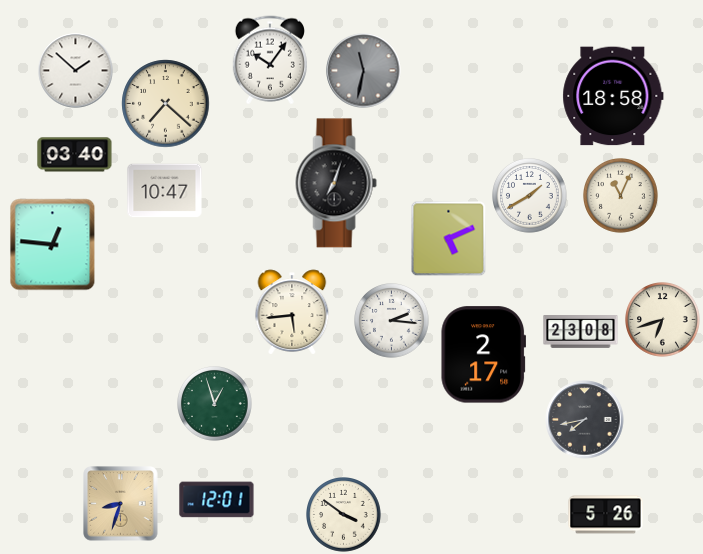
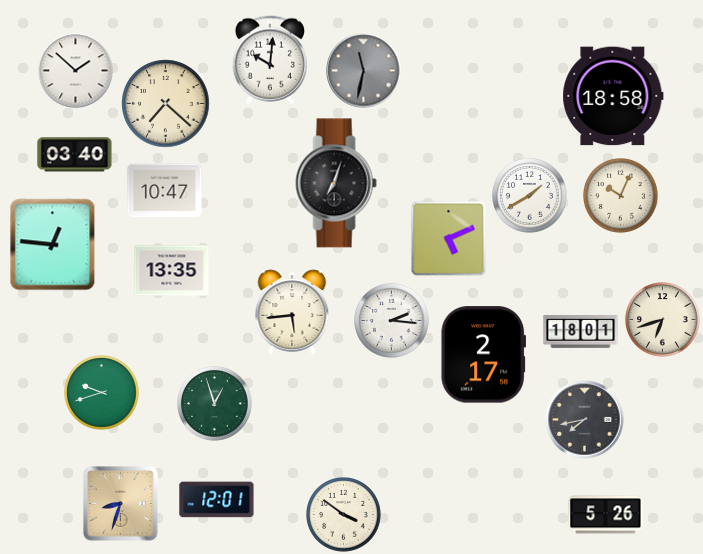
clock at (270, 60): 10:06 -> 10:01
clock at (621, 196): 11:04 -> 10:04
clock at (172, 271): none -> 13:35
clock at (581, 332): 23:08 -> 18:01
clock at (102, 393): none -> 9:42
